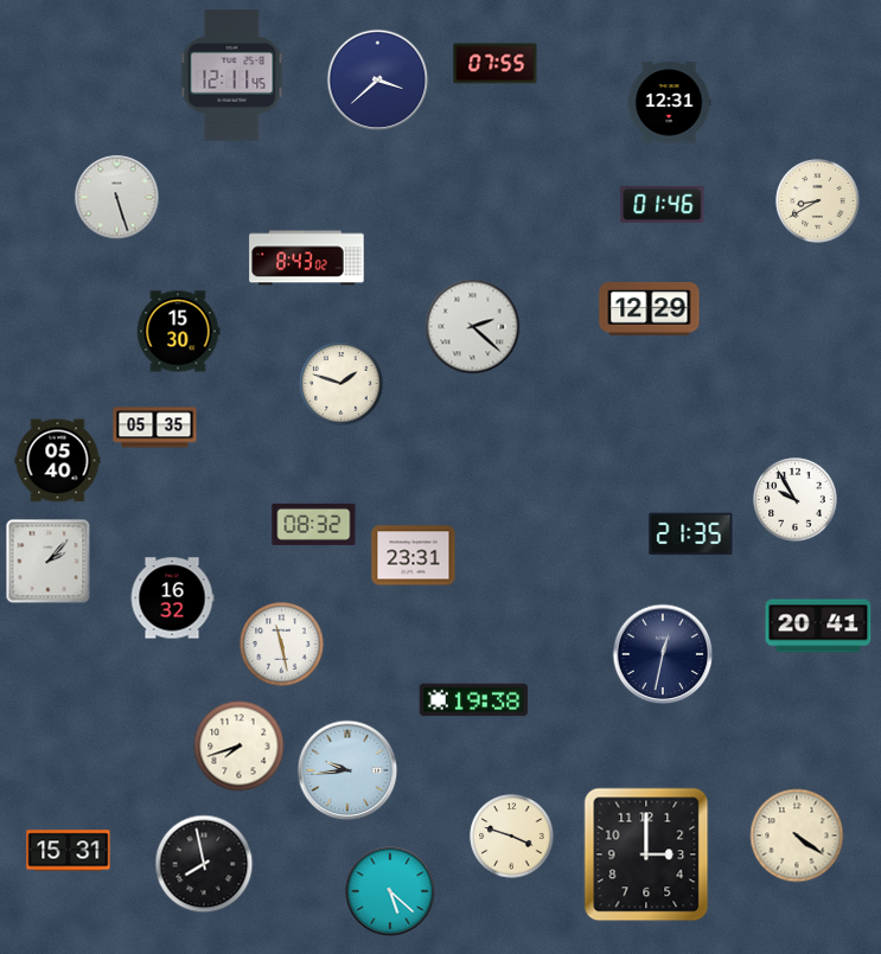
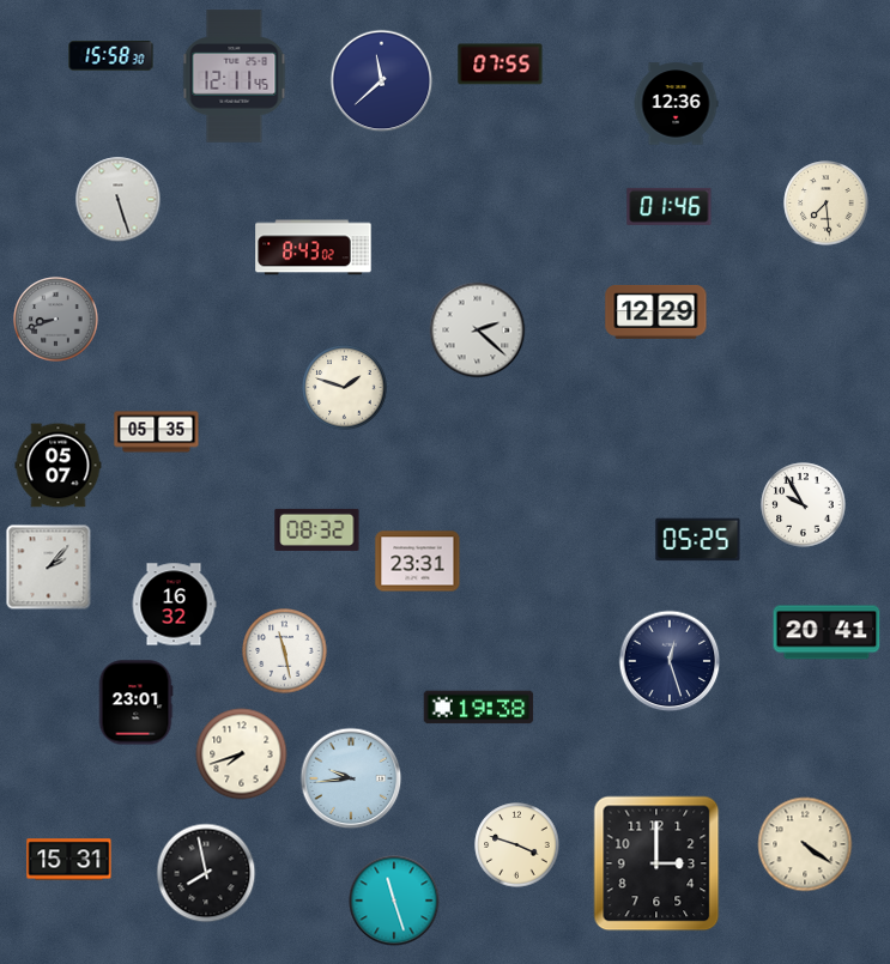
clock at (111, 56): none -> 15:58
clock at (378, 81): 3:38 -> 11:38
clock at (669, 103): 12:31 -> 12:36
clock at (818, 201): 8:40 -> 7:29
clock at (307, 258) position: (307, 258) -> (314, 248)
clock at (56, 320): none -> 8:42
clock at (178, 332): 15:30 -> none
clock at (58, 461): 05:40 -> 05:07
clock at (691, 534): 21:35 -> 05:25
clock at (663, 654): 12:32 -> 12:27
clock at (135, 703): none -> 23:01
clock at (646, 854) position: (646, 854) -> (656, 863)
clock at (390, 891): 5:22 -> 11:27
